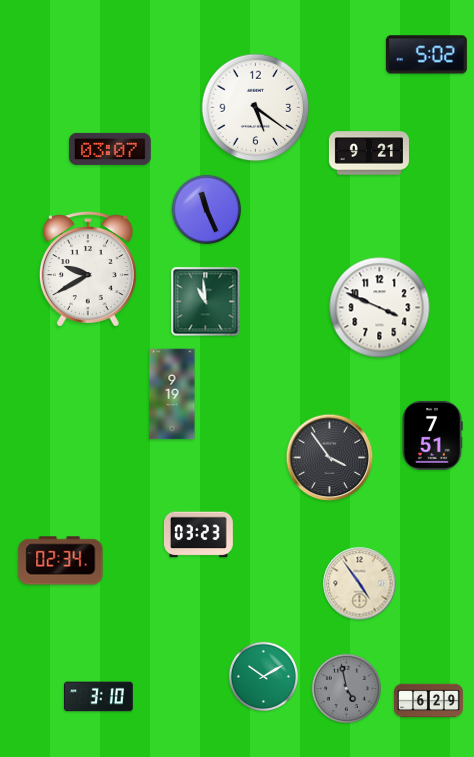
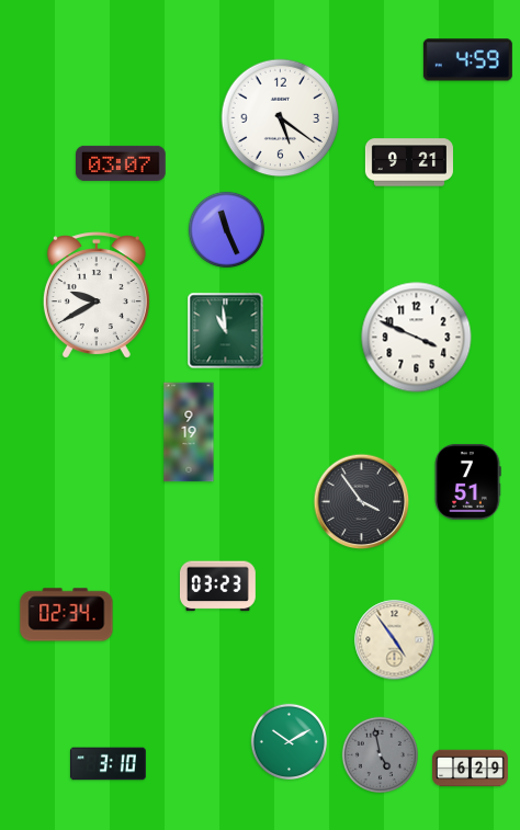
clock at (426, 55): 5:02 -> 4:59
clock at (369, 153) position: (369, 153) -> (409, 162)
clock at (432, 435) position: (432, 435) -> (467, 481)
